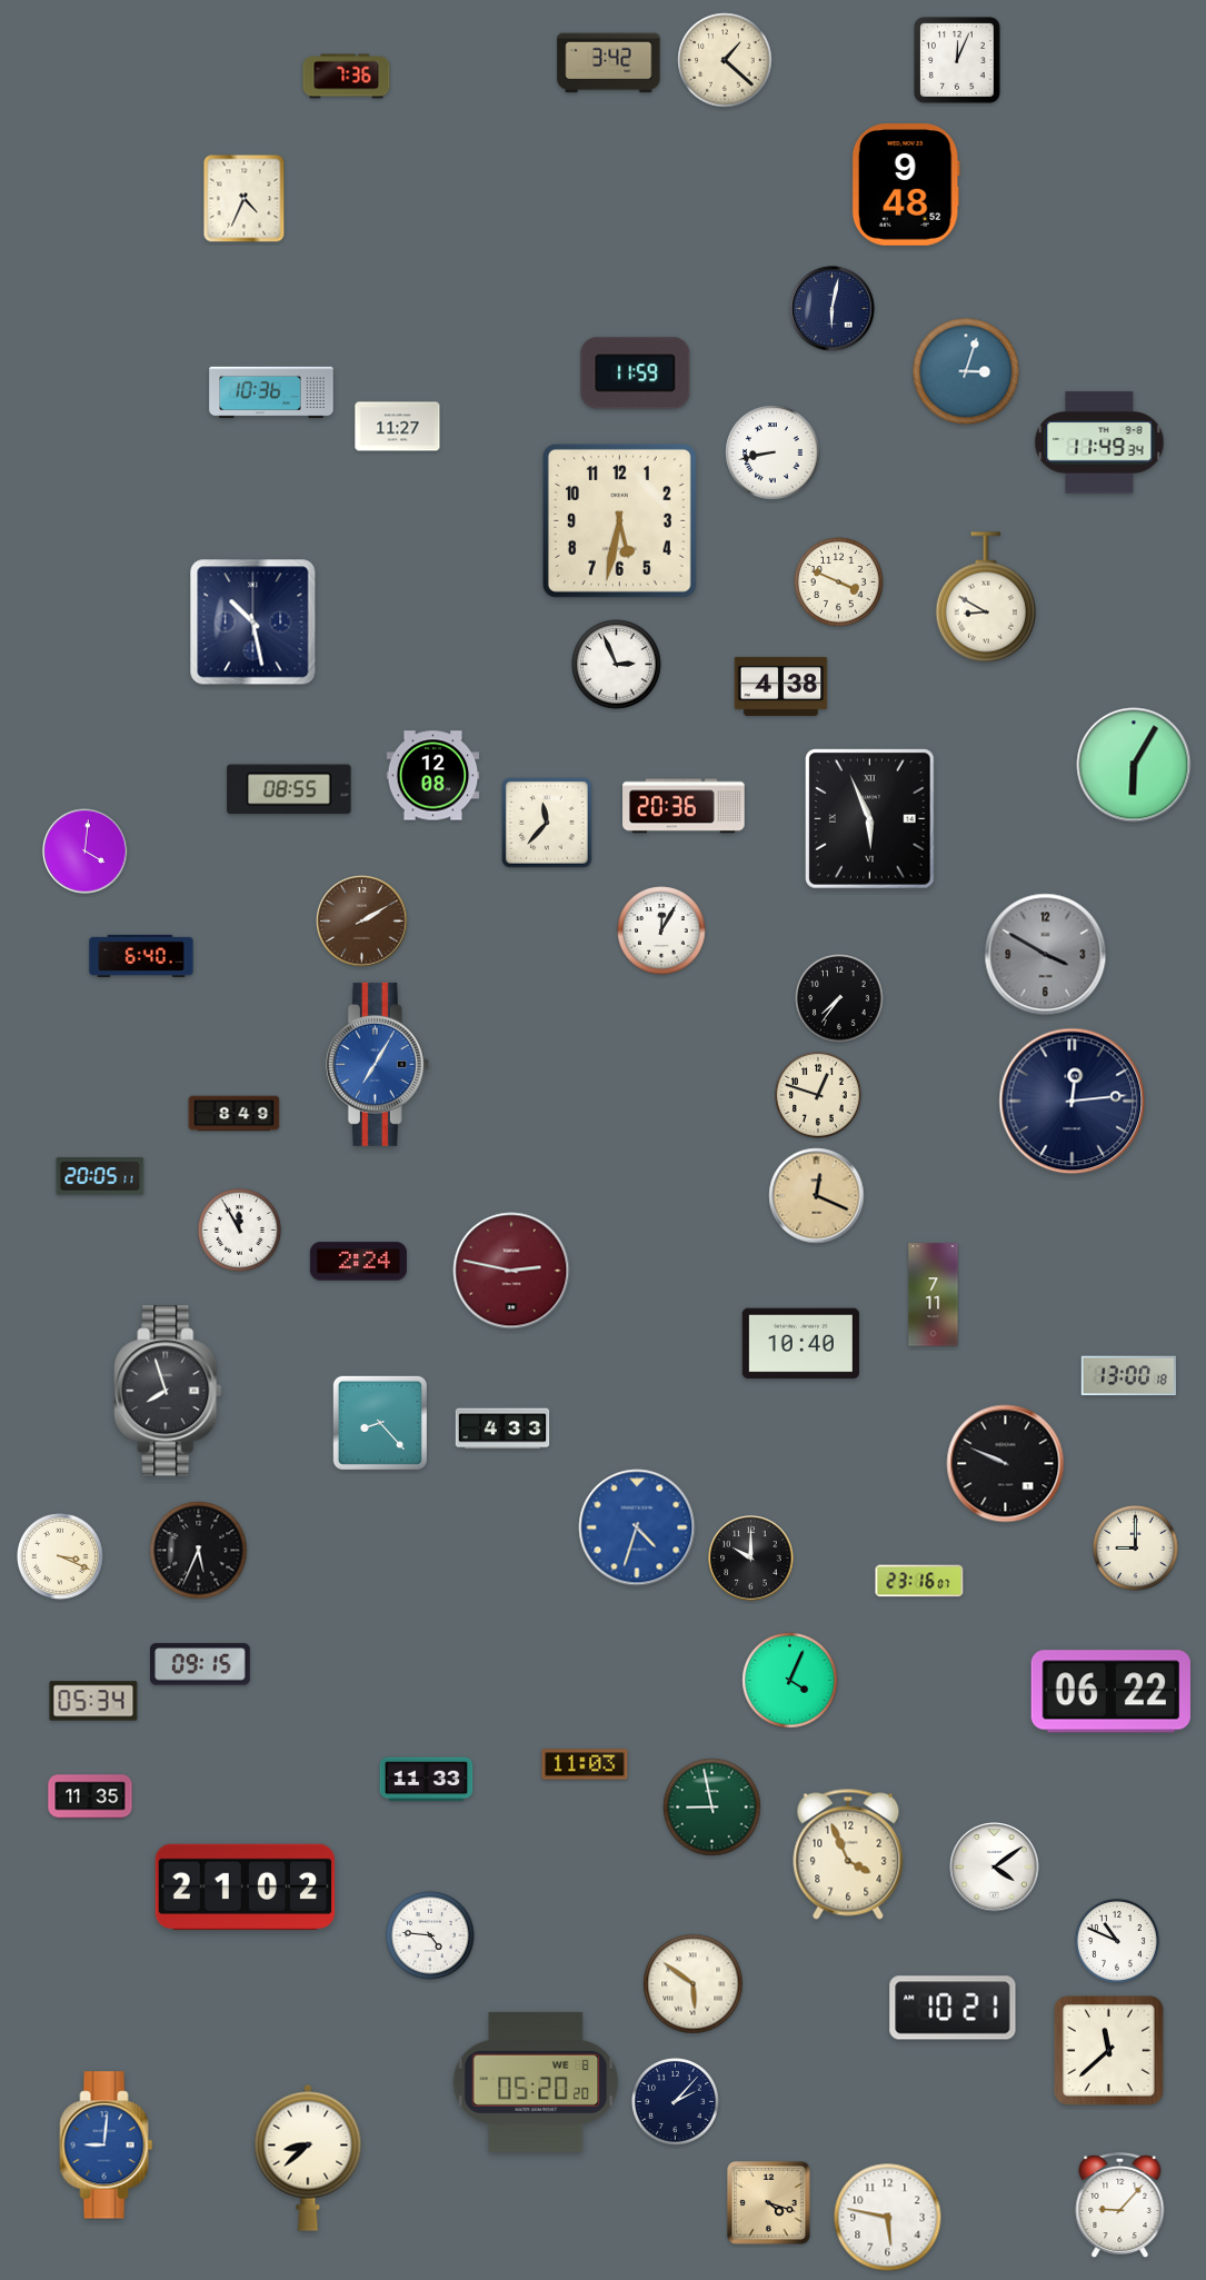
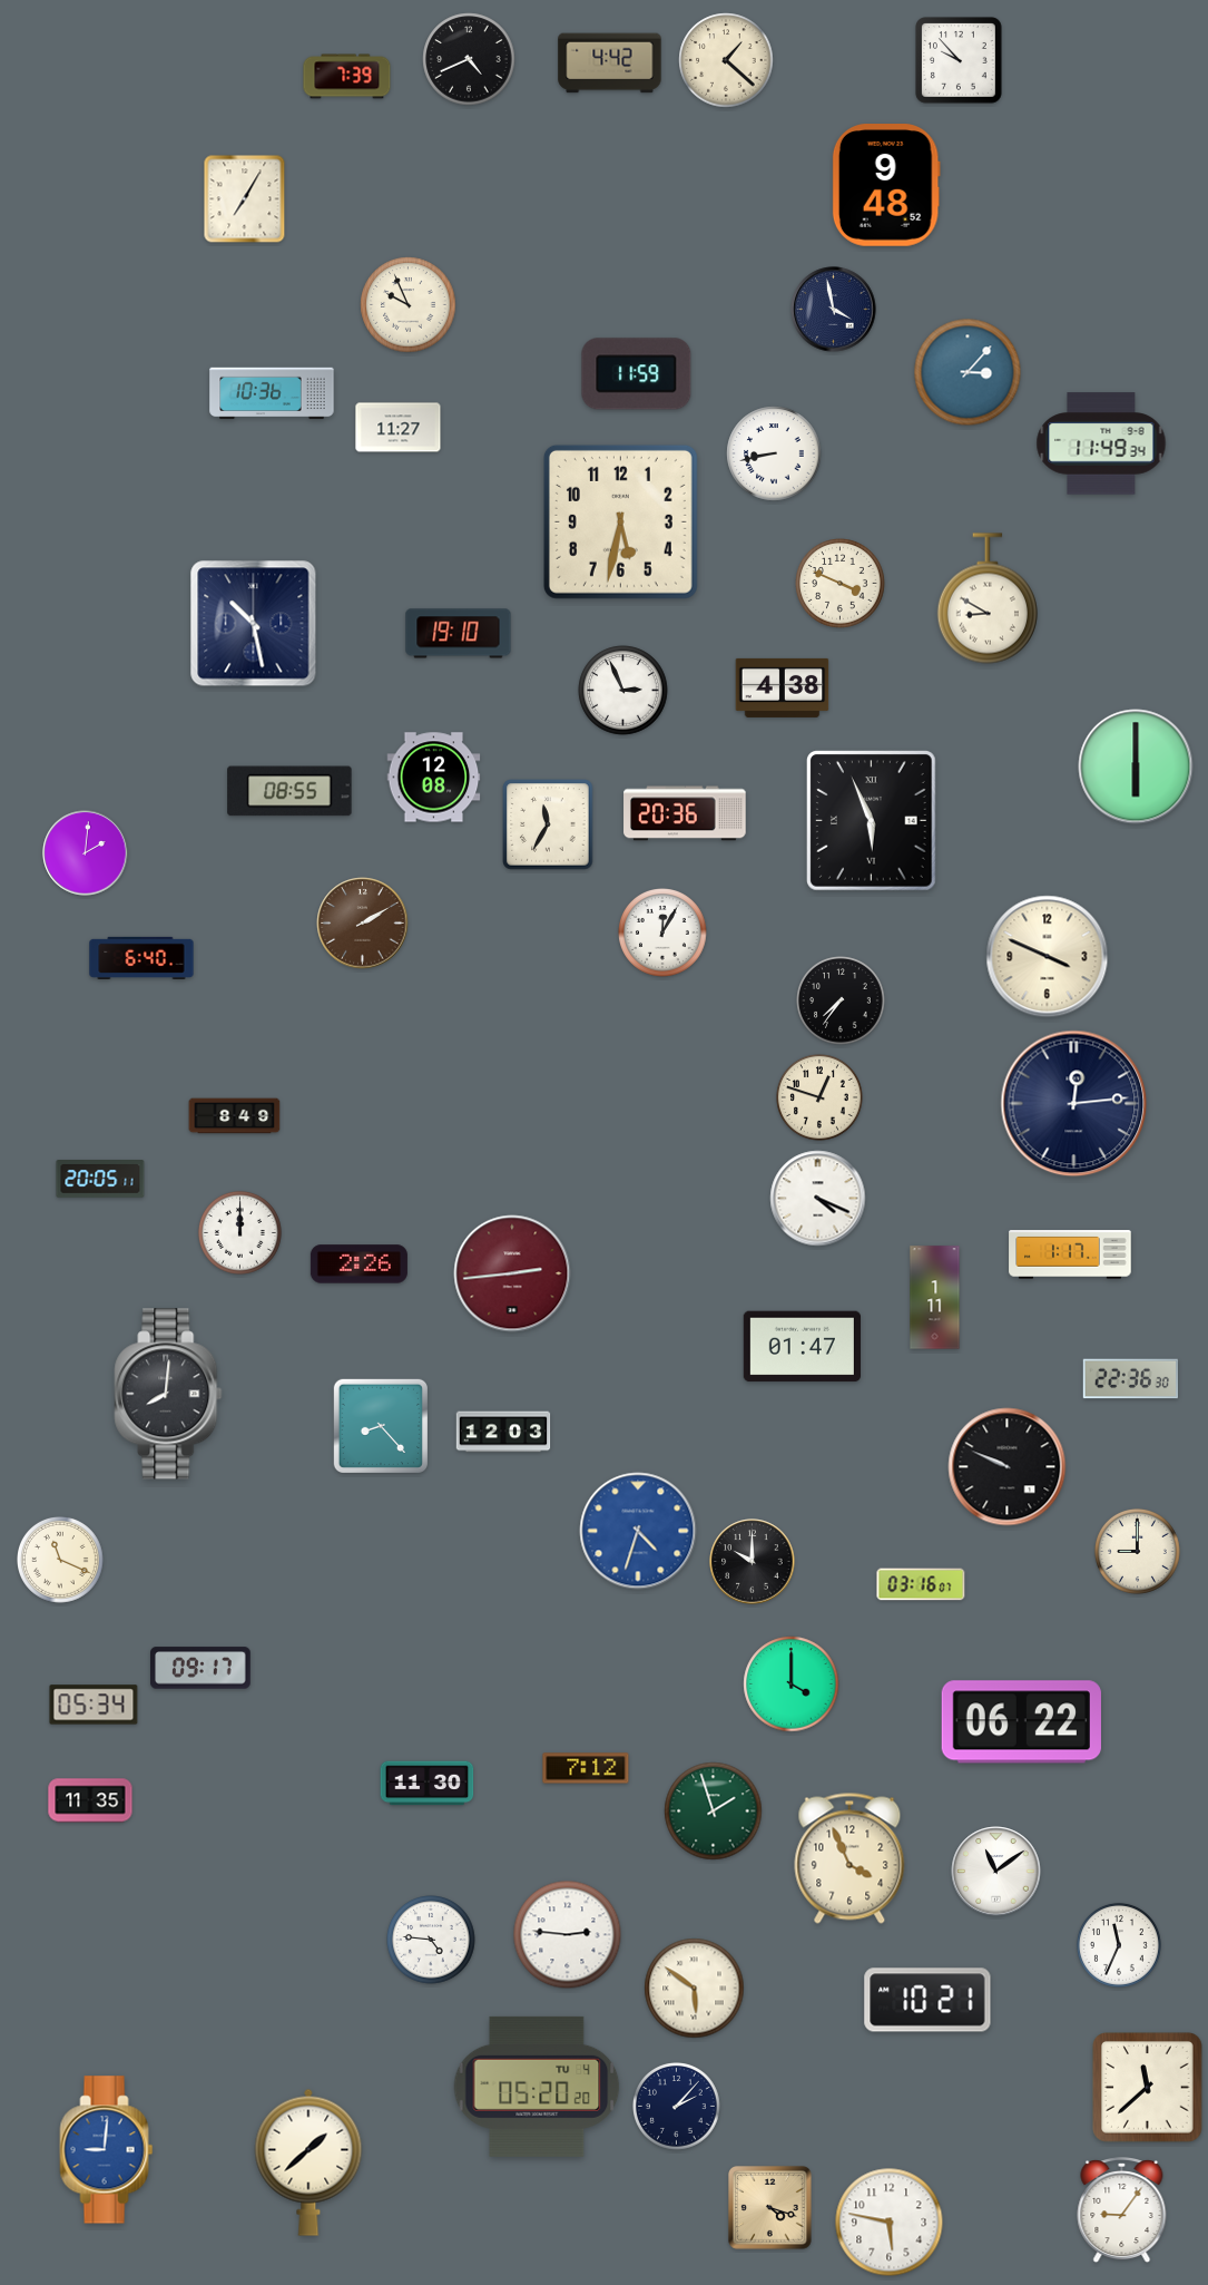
clock at (469, 59): none -> 4:41
clock at (957, 60): 12:04 -> 9:53
clock at (609, 63): 3:42 -> 4:42
clock at (347, 77): 7:36 -> 7:39
clock at (906, 186) position: (906, 186) -> (886, 186)
clock at (245, 199): 4:34 -> 7:05
clock at (409, 305): none -> 9:56
clock at (833, 309): 6:02 -> 3:58
clock at (966, 371): 3:03 -> 3:07
clock at (459, 634): none -> 19:10
clock at (617, 665) position: (617, 665) -> (623, 691)
clock at (1134, 765): 6:05 -> 6:00
clock at (684, 806) position: (684, 806) -> (685, 813)
clock at (547, 823): 11:37 -> 11:35
clock at (86, 852): 4:01 -> 2:01
clock at (1046, 955): 3:50 -> 3:49
clock at (1046, 955) dial: grey -> cream
clock at (377, 1064): 7:05 -> none
clock at (817, 1196): 12:19 -> 4:19
clock at (817, 1196) dial: champagne -> white
clock at (239, 1229): 11:55 -> 12:00
clock at (1070, 1254): none -> 1:17
clock at (358, 1262): 2:24 -> 2:26
clock at (511, 1271): 2:47 -> 2:44
clock at (934, 1295): 7:11 -> 1:11
clock at (800, 1344): 10:40 -> 01:47
clock at (1128, 1376): 13:00 -> 22:36
clock at (168, 1391): 7:57 -> 8:01
clock at (502, 1428): 4:33 -> 12:03
clock at (199, 1551): 5:34 -> none
clock at (61, 1557): 3:19 -> 11:19
clock at (919, 1581): 23:16 -> 03:16
clock at (201, 1664): 09:15 -> 09:17
clock at (790, 1681): 4:04 -> 4:00
clock at (1110, 1692) position: (1110, 1692) -> (1021, 1722)
clock at (585, 1764): 11:03 -> 7:12
clock at (427, 1780): 11:33 -> 11:30
clock at (712, 1808): 8:58 -> 1:57
clock at (995, 1868): 4:09 -> 11:09
clock at (246, 1886): 21:02 -> none
clock at (568, 1935): none -> 2:46
clock at (1117, 1941): 10:49 -> 11:34
clock at (953, 2008) position: (953, 2008) -> (927, 2000)
clock at (1109, 2051) position: (1109, 2051) -> (1148, 2088)
clock at (536, 2082) date: WE 8 -> TU 4
clock at (308, 2158): 8:38 -> 1:38
clock at (1120, 2207): 9:07 -> 9:06
